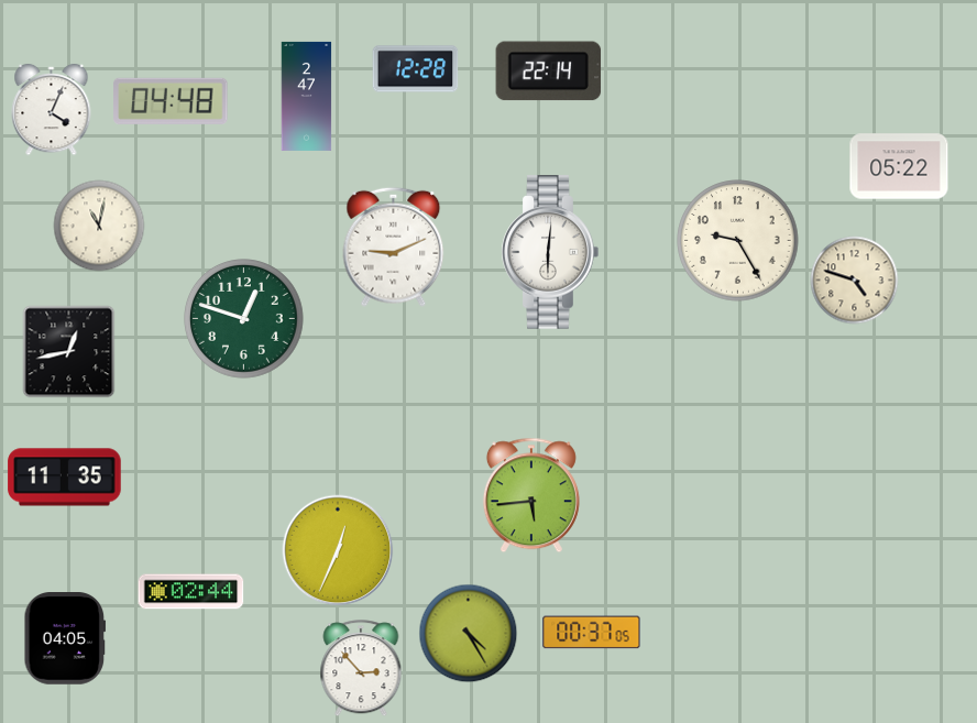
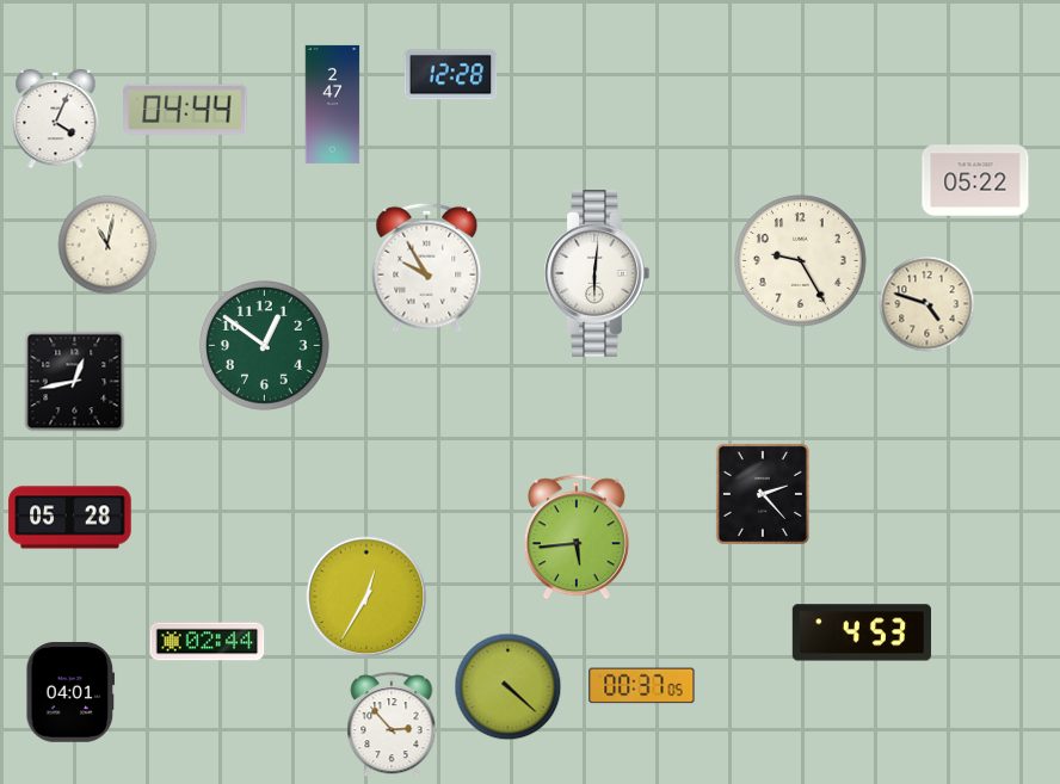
clock at (549, 72): 22:14 -> none
clock at (171, 101): 04:48 -> 04:44
clock at (394, 247): 9:11 -> 9:55
clock at (244, 319): 12:48 -> 12:51
clock at (763, 494): none -> 2:23
clock at (65, 478): 11:35 -> 05:28
clock at (338, 550): 12:34 -> 12:35
clock at (862, 632): none -> 4:53
clock at (469, 634): 4:25 -> 4:22
clock at (65, 638): 04:05 -> 04:01
